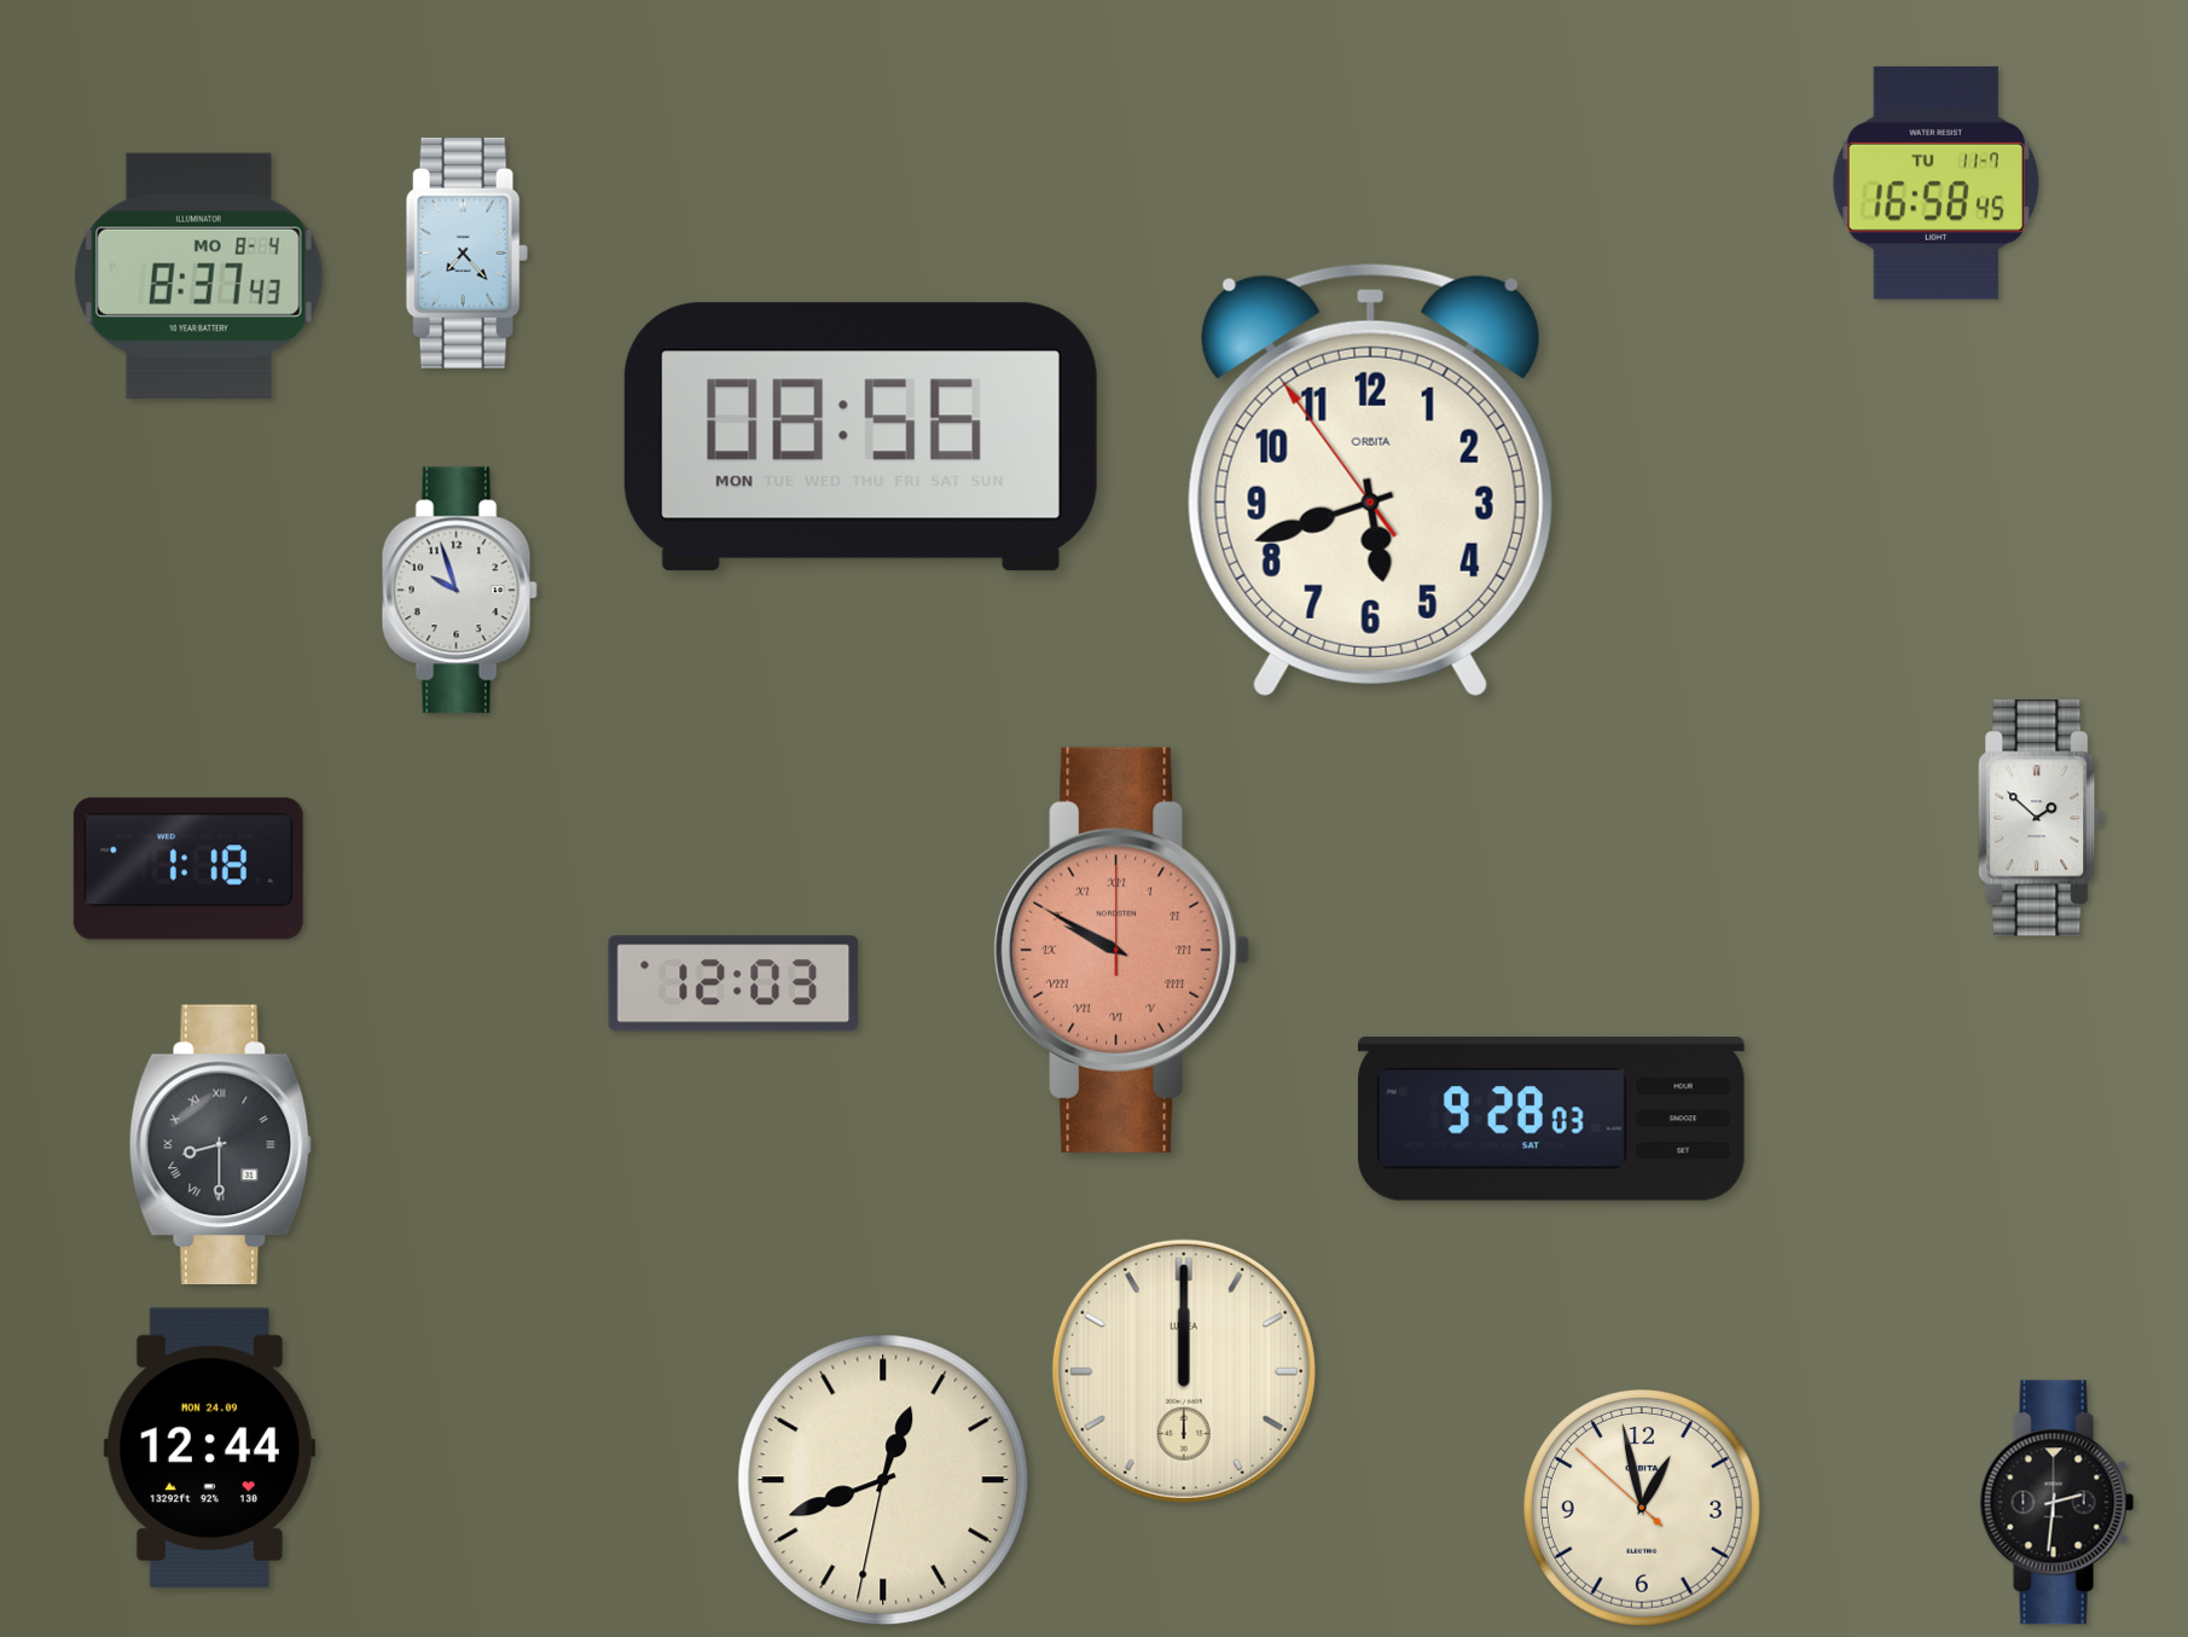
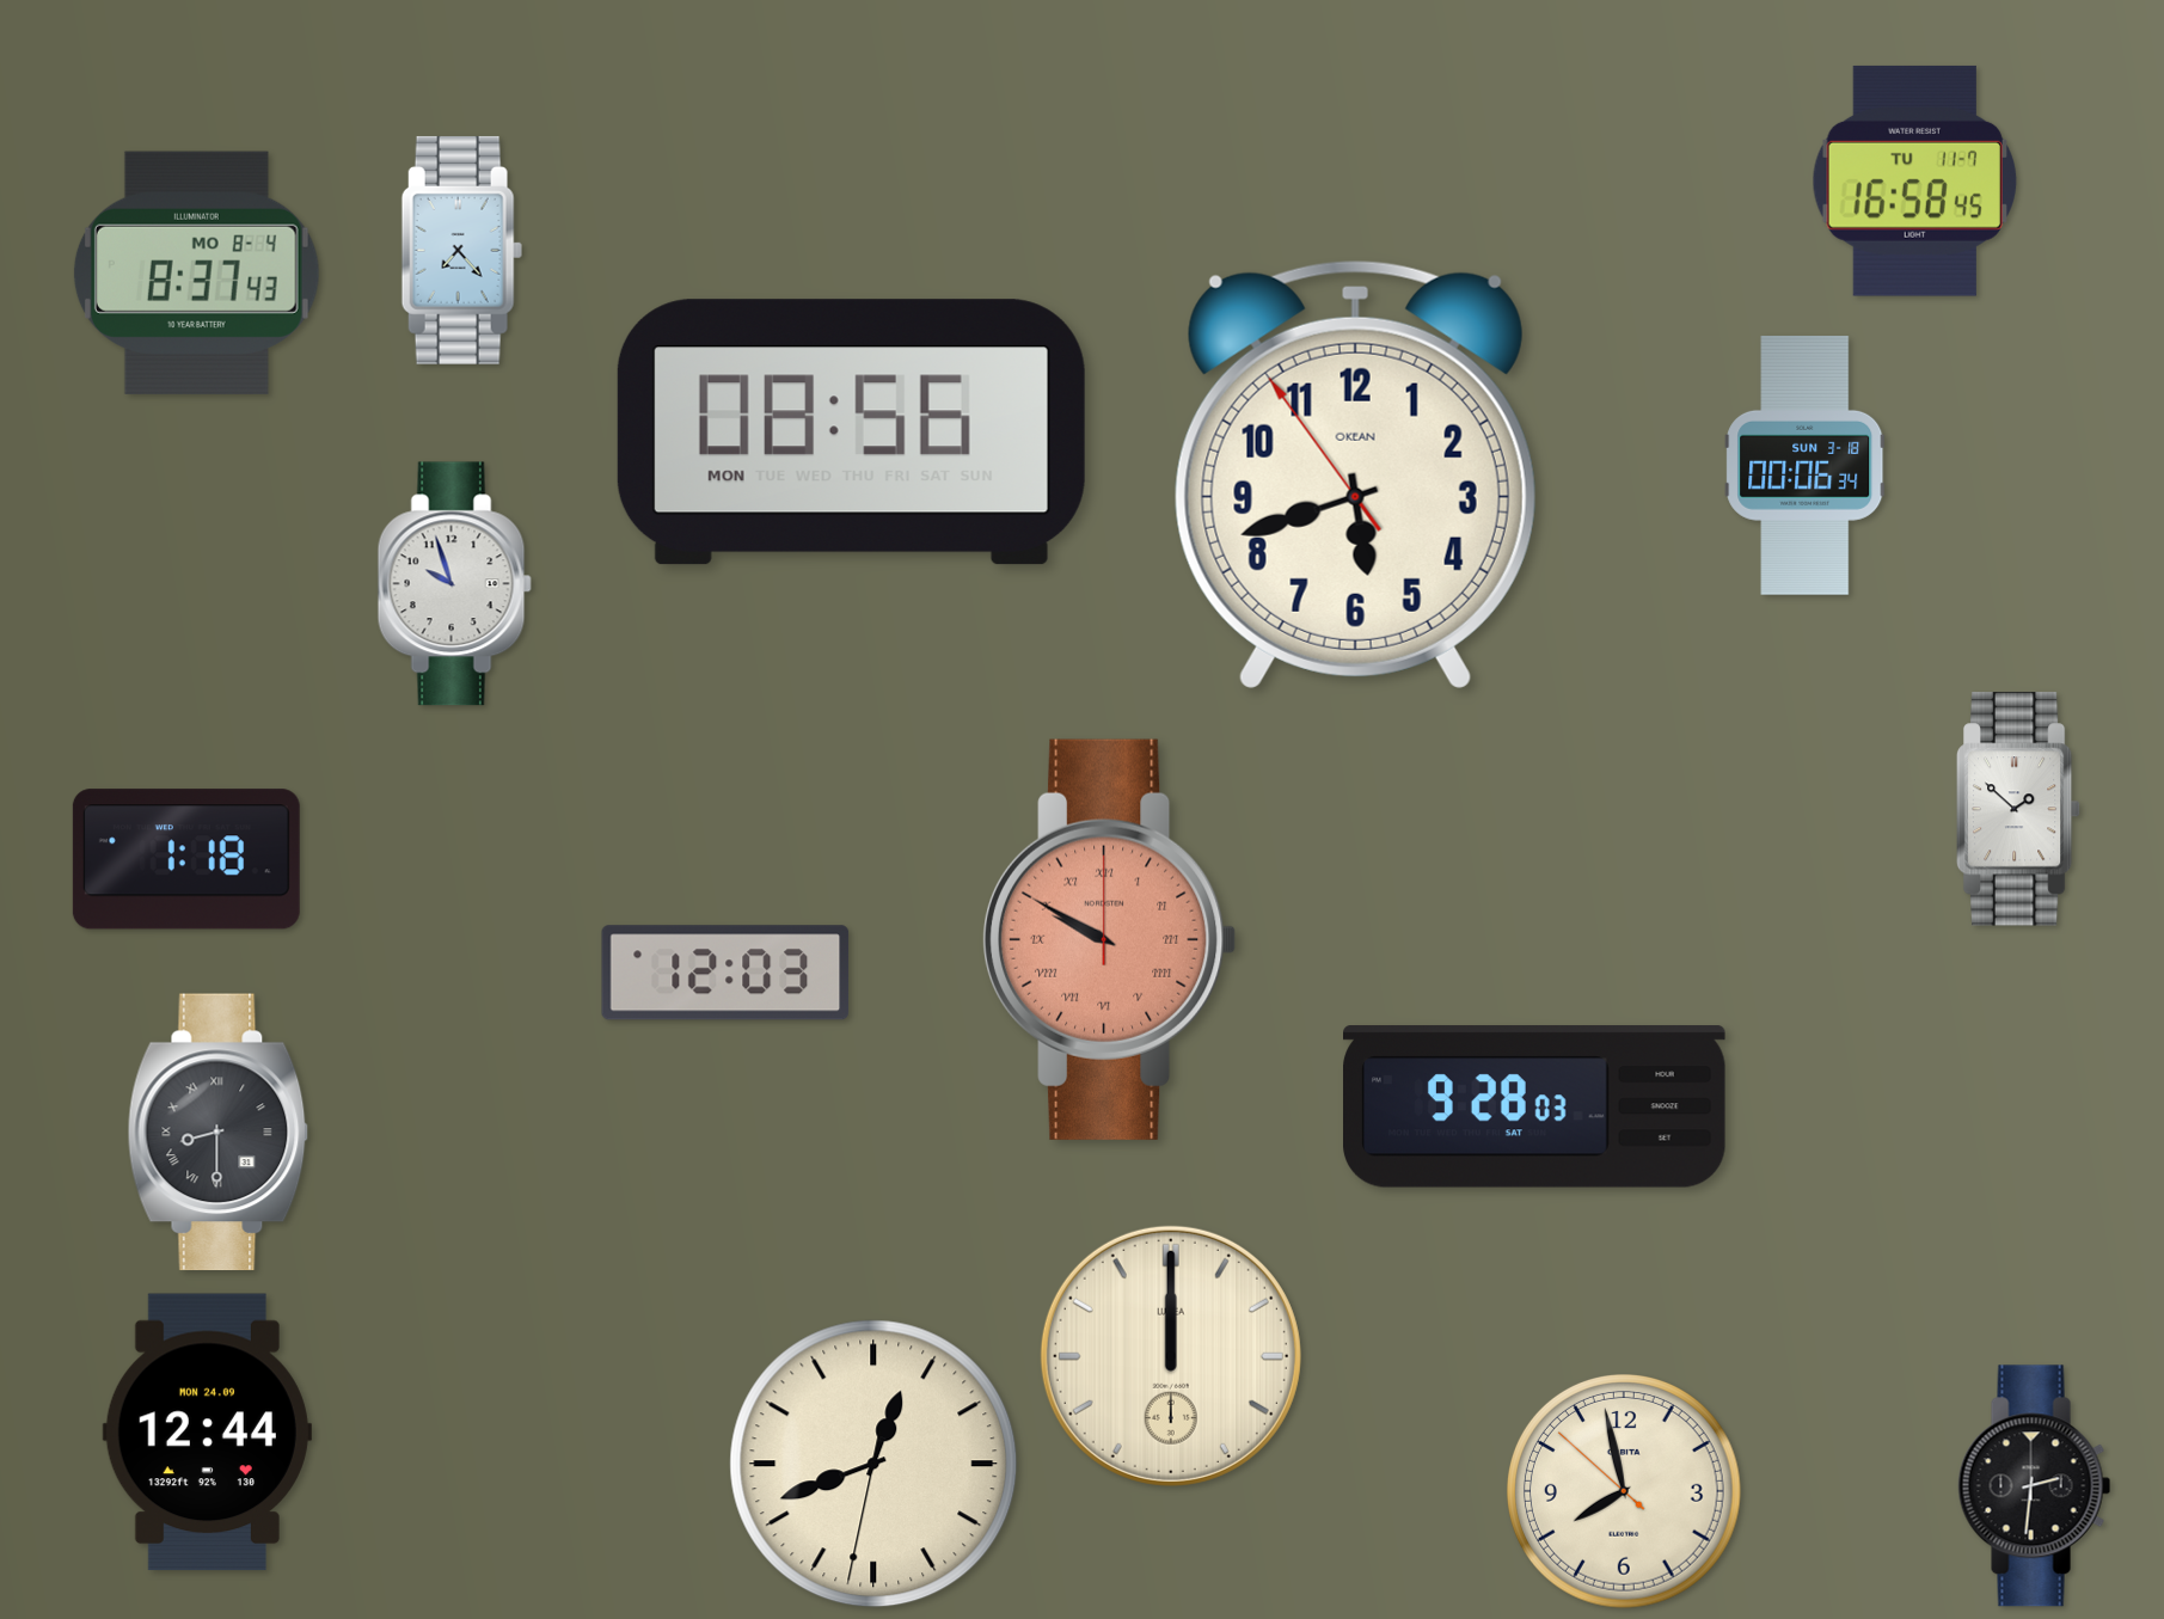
clock at (1806, 465): none -> 00:06
clock at (1370, 480) brand: ORBITA -> OKEAN
clock at (1643, 1509): 12:57 -> 7:57
